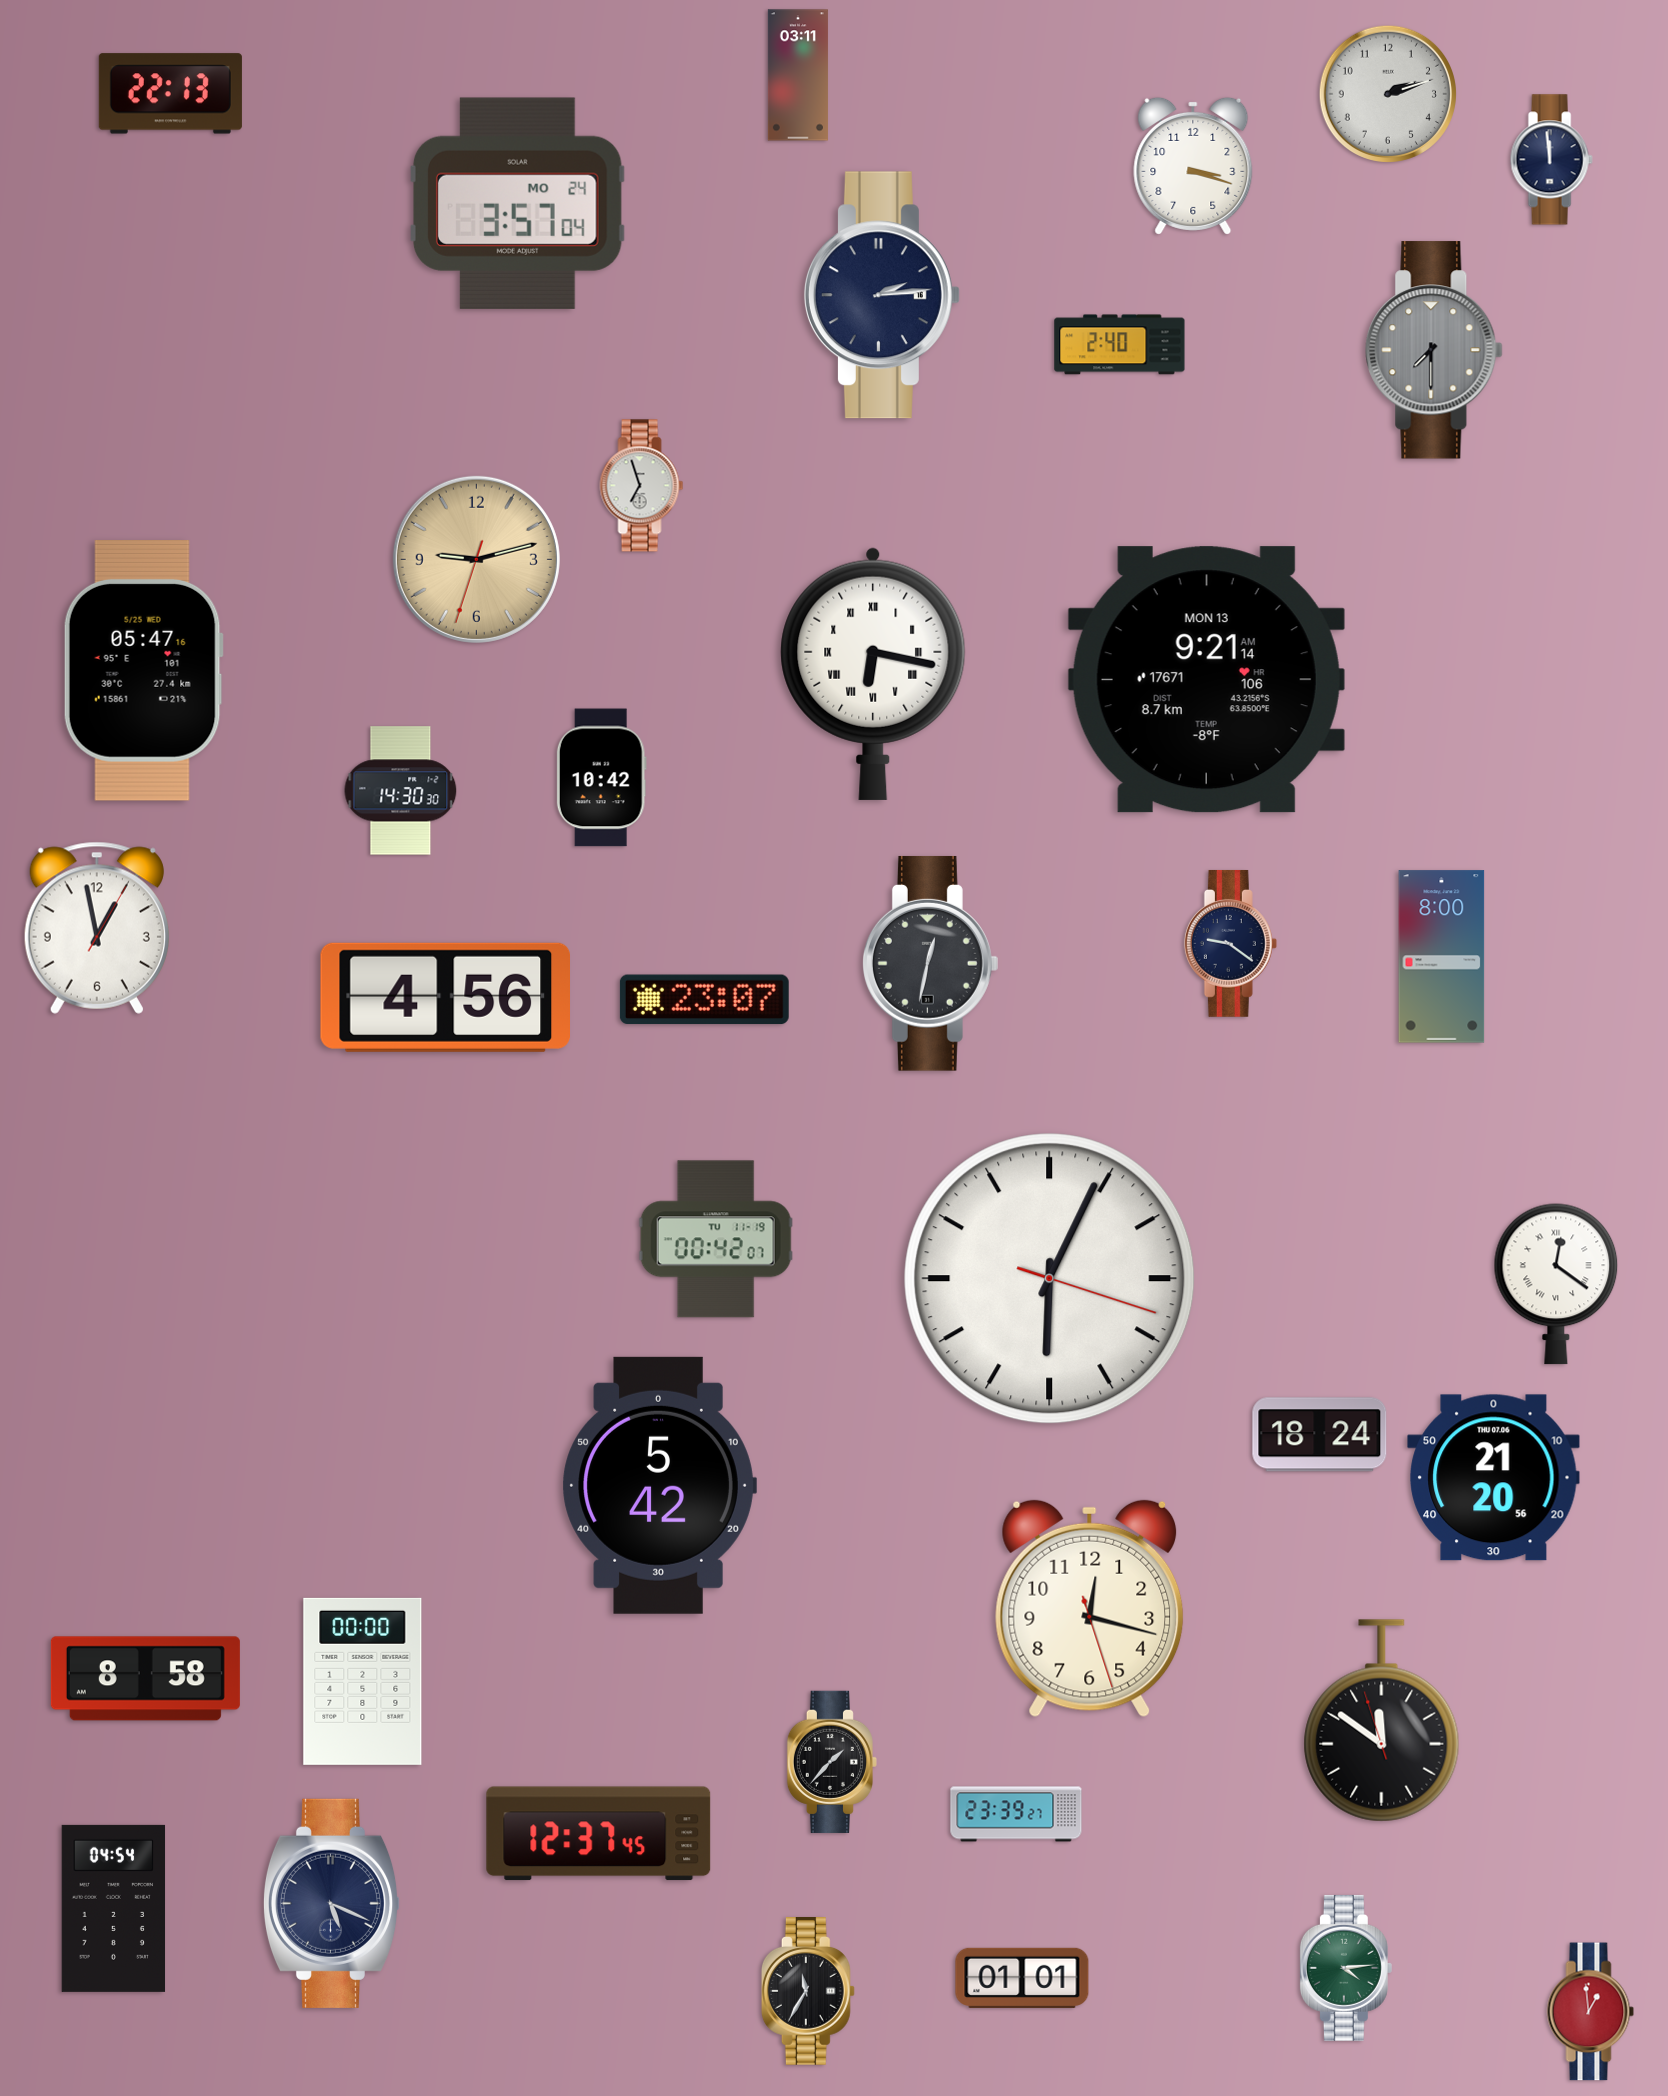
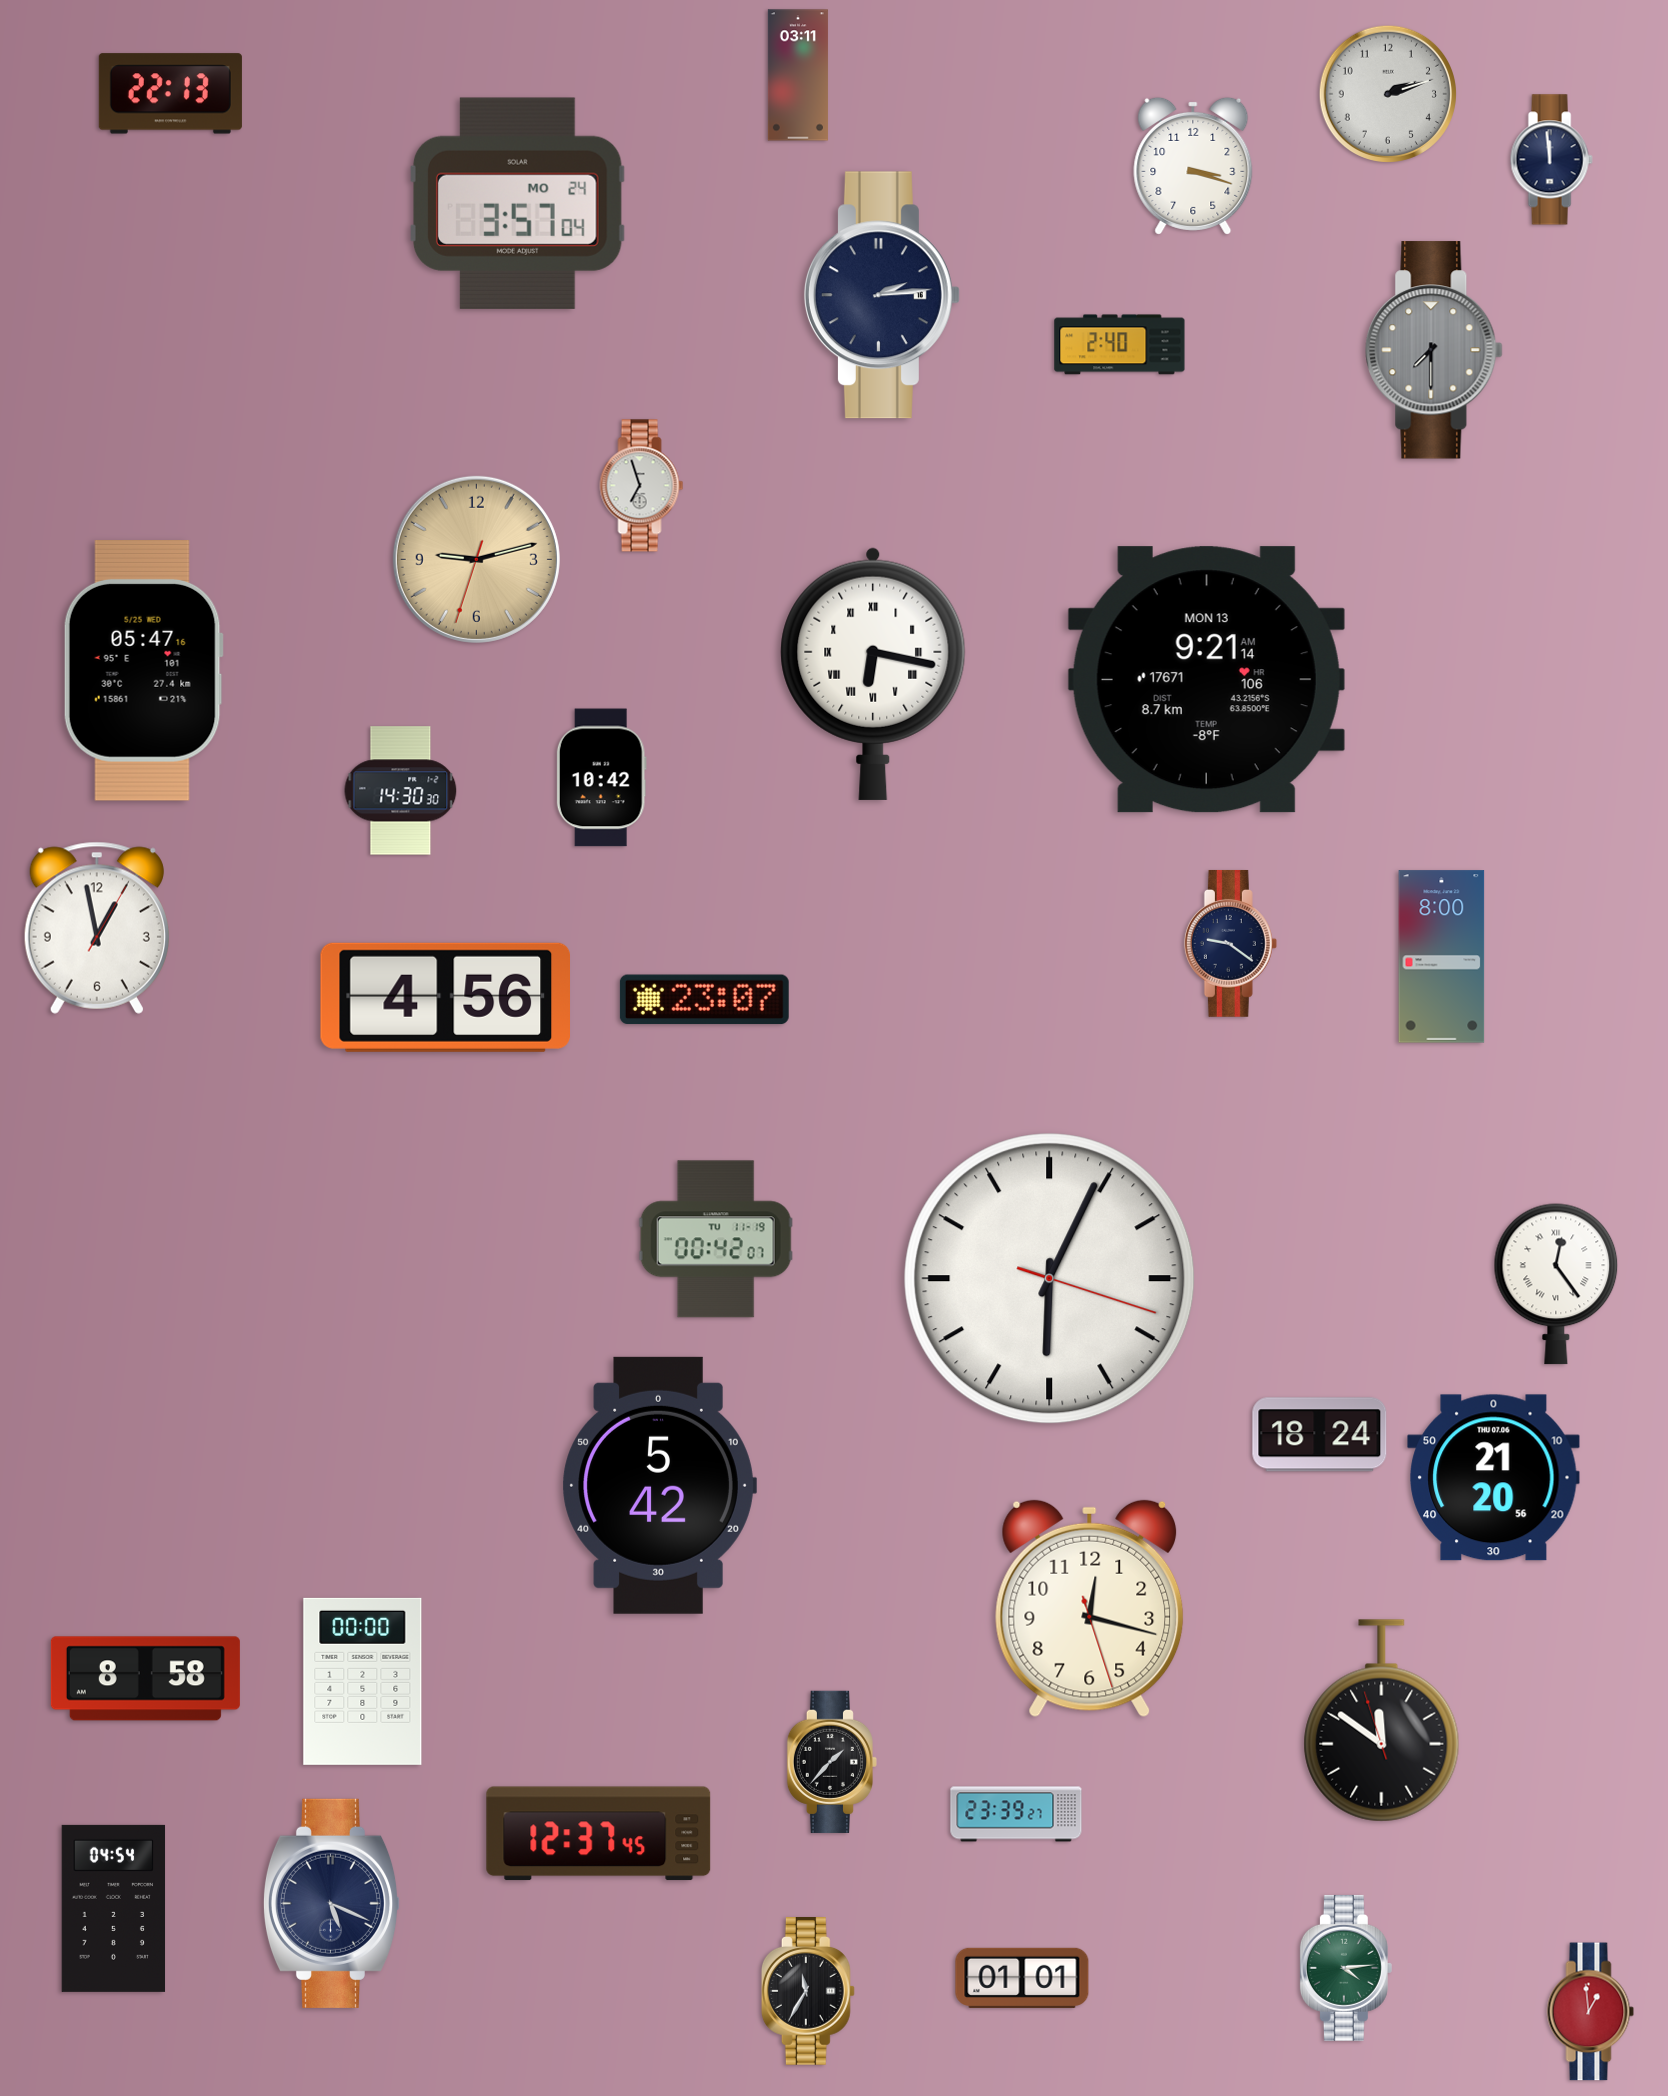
clock at (930, 963): 12:32 -> none
clock at (1556, 1284): 12:21 -> 12:24
